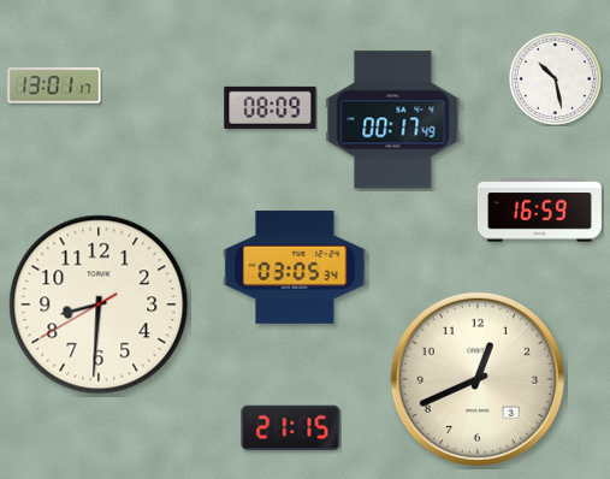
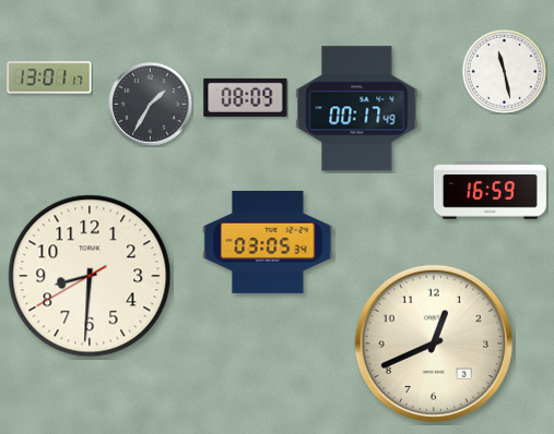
clock at (555, 78): 10:28 -> 11:28
clock at (151, 105): none -> 1:35
clock at (291, 428): 21:15 -> none
